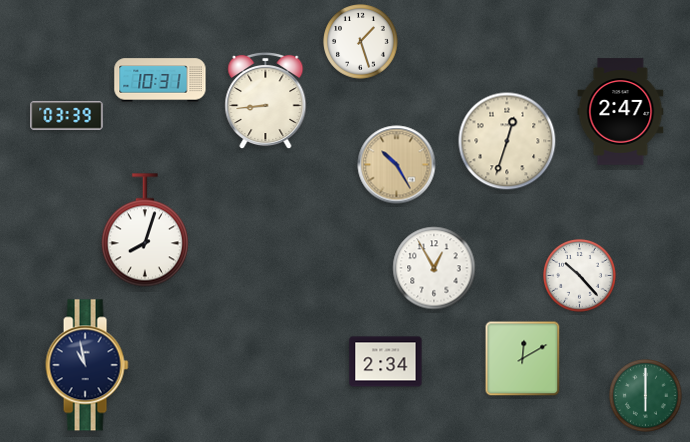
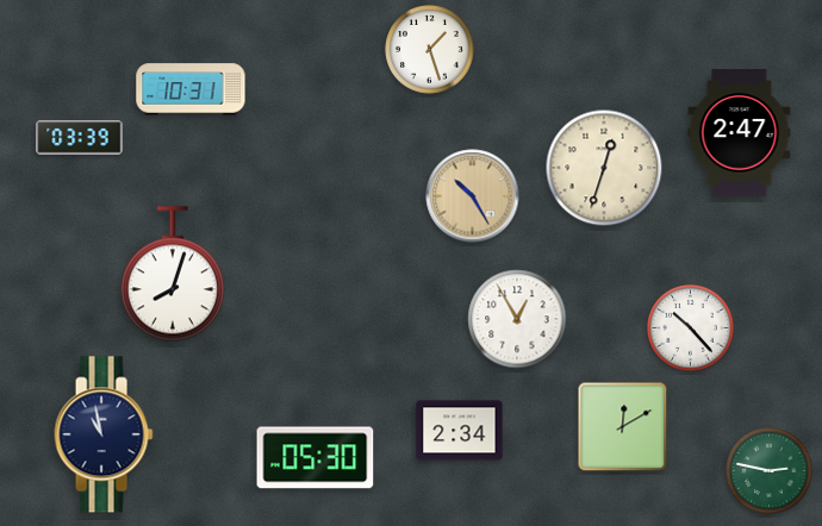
clock at (160, 80) position: (160, 80) -> (191, 89)
clock at (266, 101): 8:44 -> none
clock at (316, 458): none -> 05:30
clock at (646, 396): 6:00 -> 2:47
